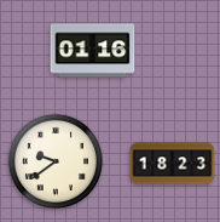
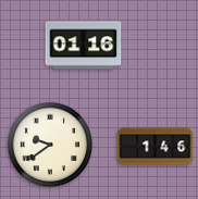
clock at (173, 164): 18:23 -> 1:46
